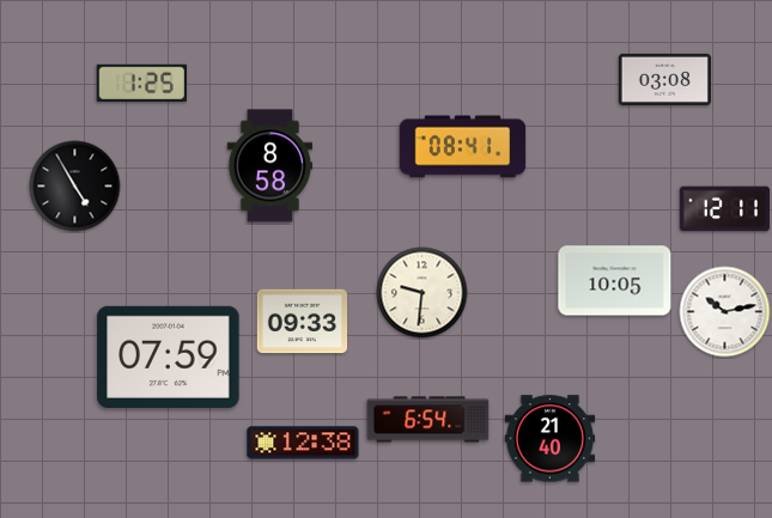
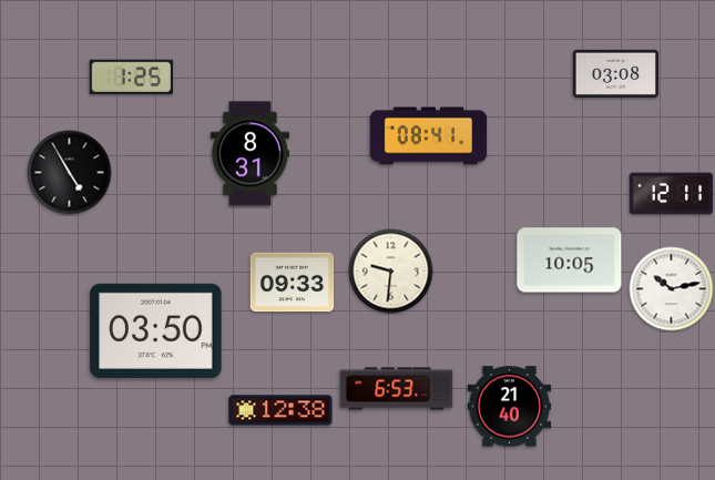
clock at (269, 166): 8:58 -> 8:31
clock at (303, 322) position: (303, 322) -> (293, 283)
clock at (169, 356): 07:59 -> 03:50
clock at (428, 420): 6:54 -> 6:53
